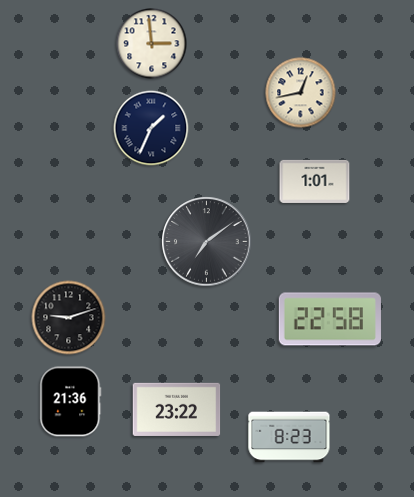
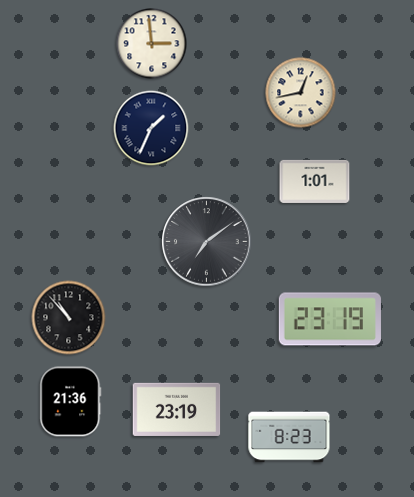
clock at (69, 318): 9:12 -> 10:53
clock at (330, 319): 22:58 -> 23:19
clock at (177, 409): 23:22 -> 23:19
